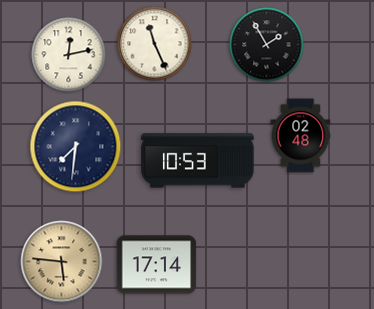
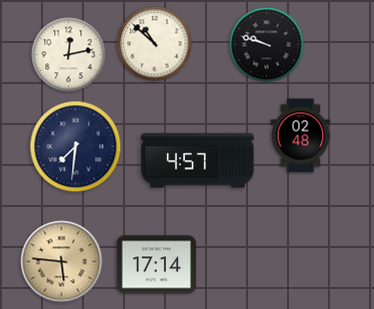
clock at (155, 44): 11:26 -> 10:52
clock at (267, 45): 1:55 -> 9:48
clock at (198, 161): 10:53 -> 4:57
